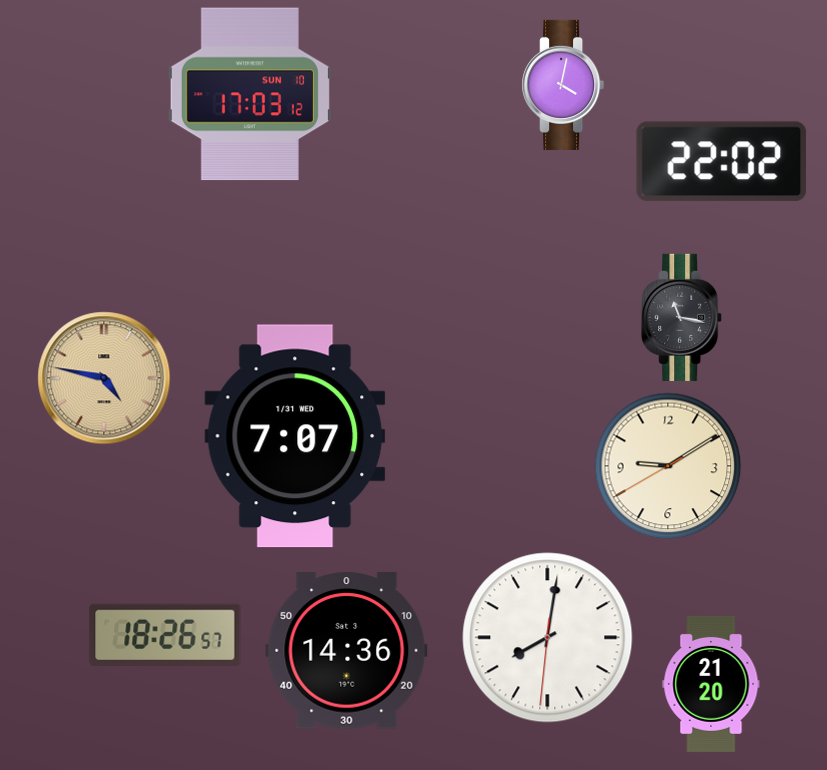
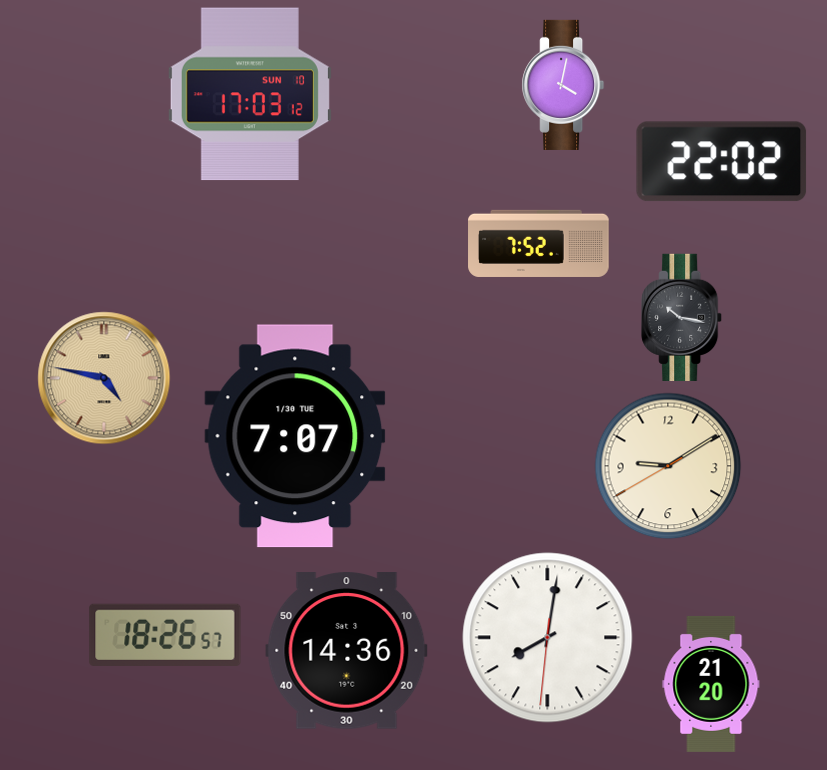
clock at (539, 243): none -> 7:52
clock at (682, 317): 11:17 -> 10:17
clock at (295, 436) date: 1/31 WED -> 1/30 TUE
